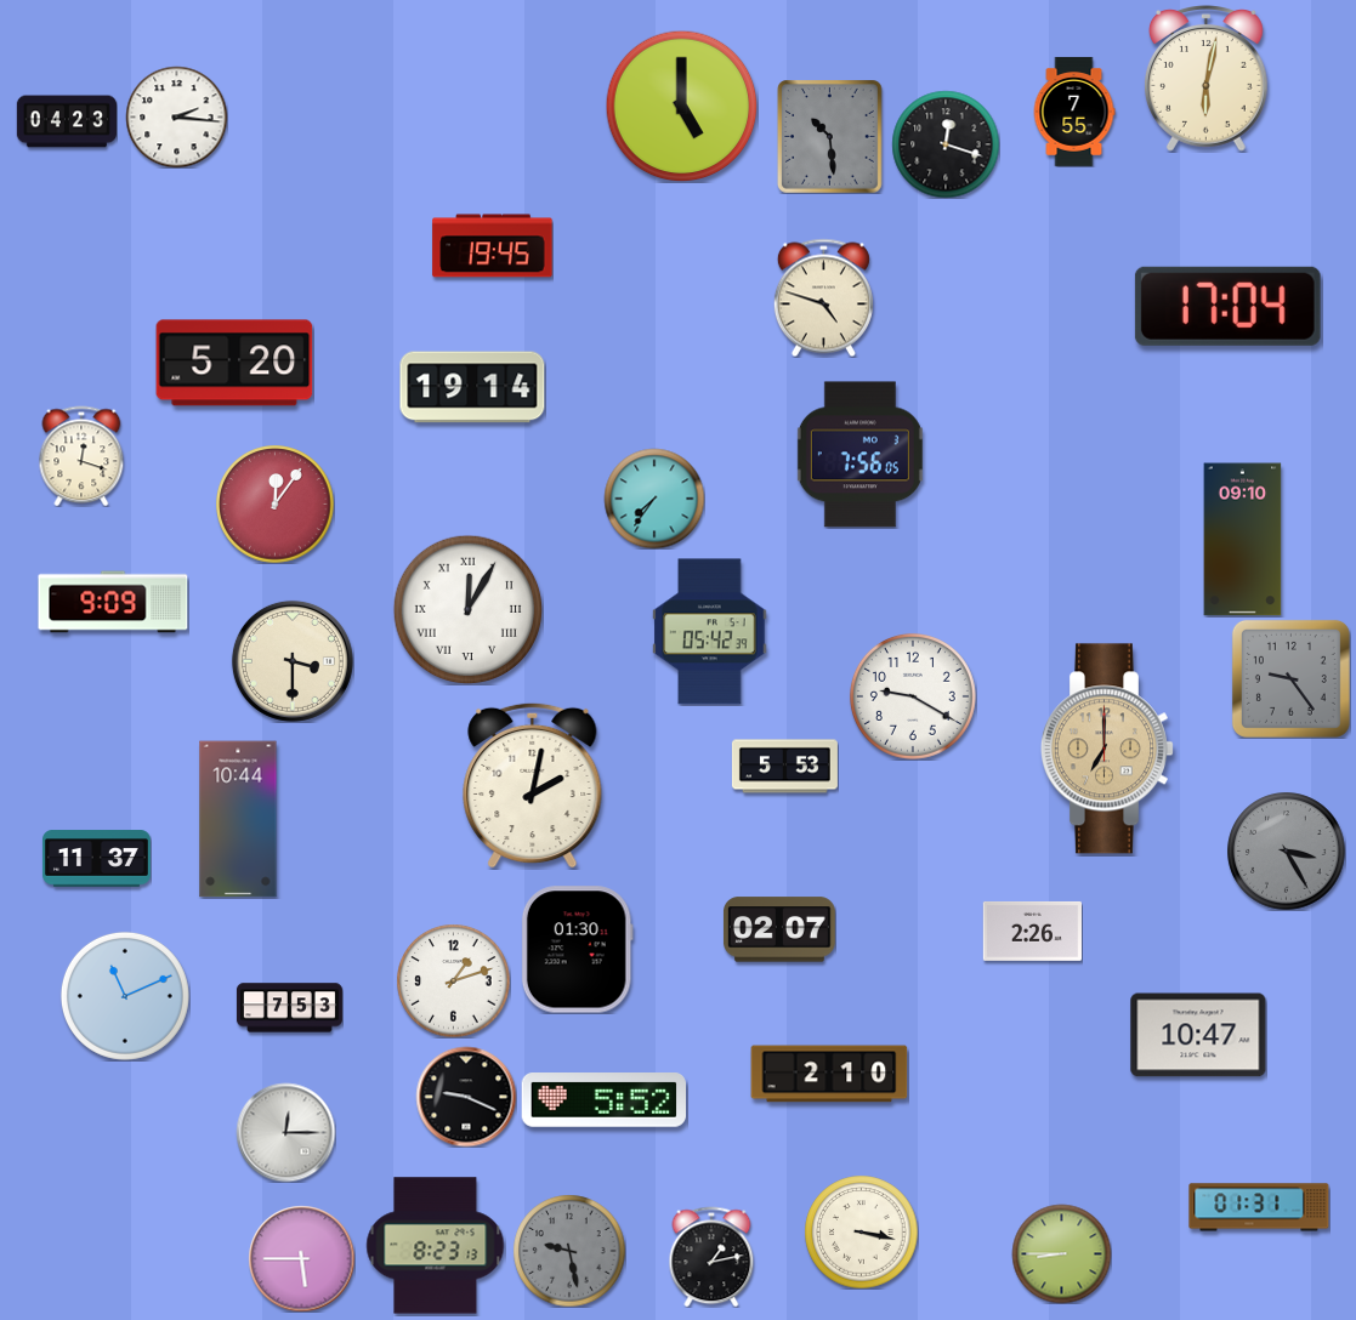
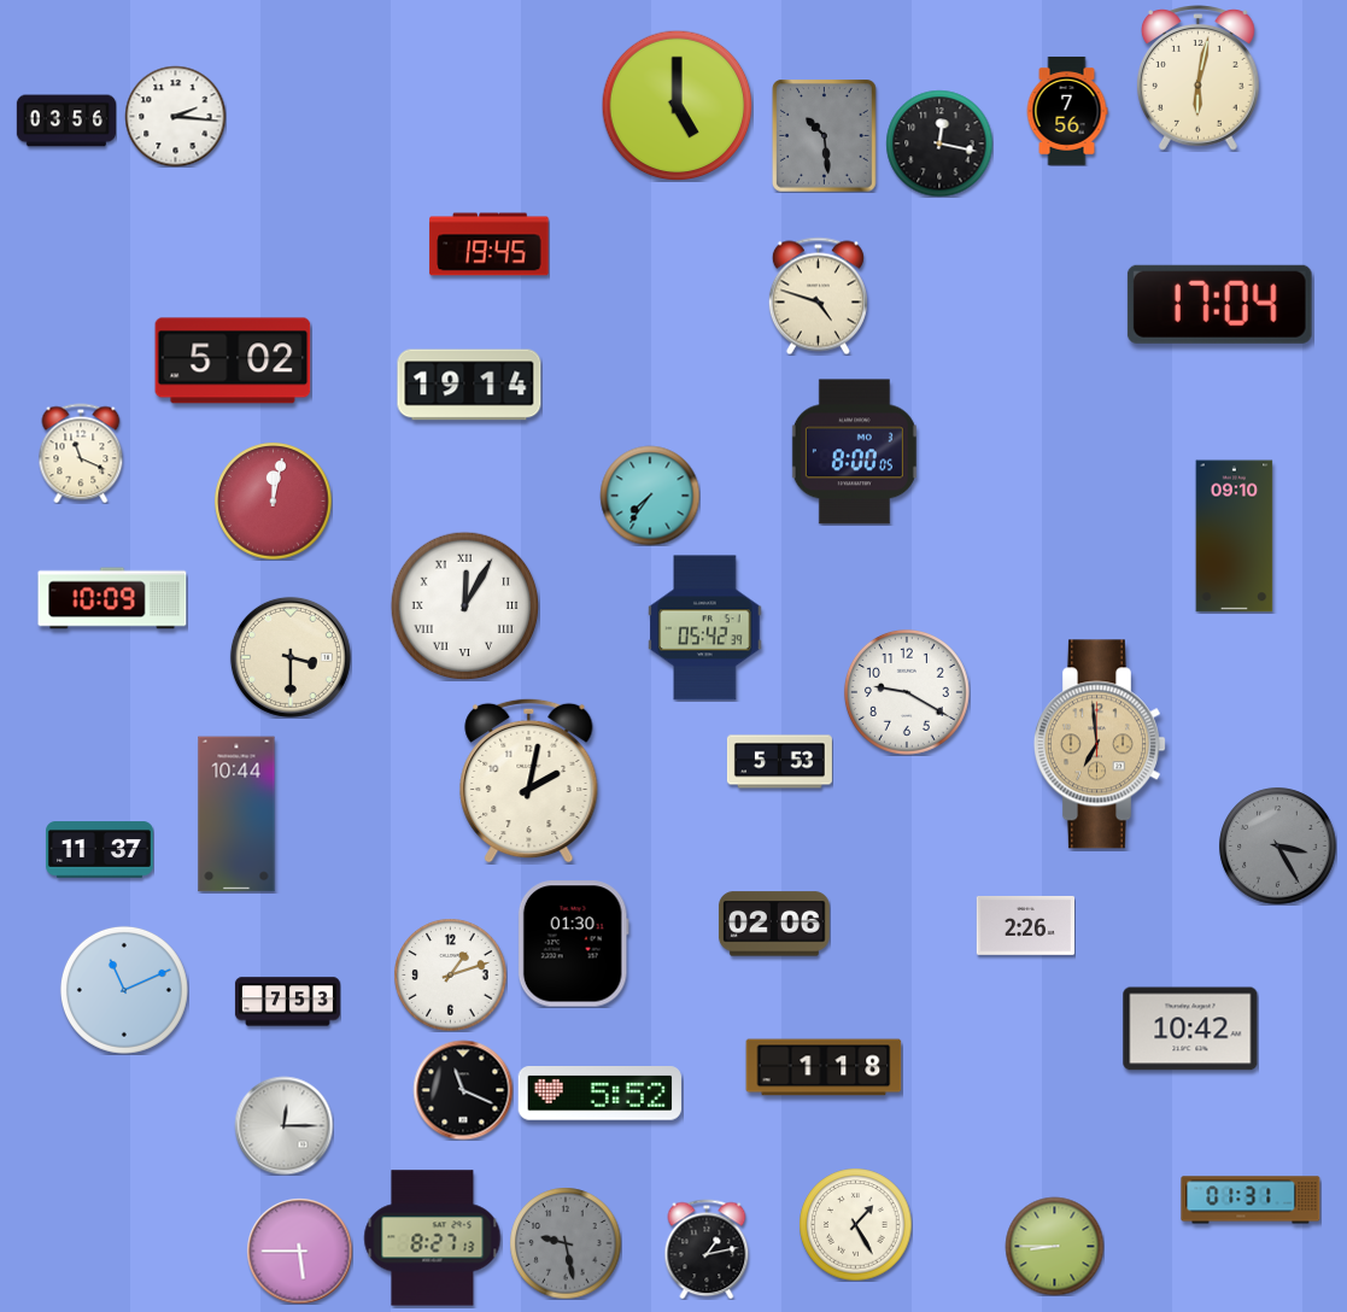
clock at (1074, 112): 7:55 -> 7:56
clock at (66, 121): 04:23 -> 03:56
clock at (946, 144): 12:18 -> 12:17
clock at (234, 363): 5:20 -> 5:02
clock at (859, 455): 7:56 -> 8:00
clock at (81, 456): 12:18 -> 11:19
clock at (276, 505): 12:06 -> 12:02
clock at (113, 602): 9:09 -> 10:09
clock at (1290, 678): 9:24 -> none
clock at (1107, 749): 7:00 -> 6:59
clock at (96, 859) position: (96, 859) -> (99, 850)
clock at (779, 929): 02:07 -> 02:06
clock at (1198, 1035): 10:47 -> 10:42
clock at (829, 1074): 2:10 -> 1:18
clock at (466, 1097): 9:19 -> 11:19
clock at (861, 1231): 3:17 -> 1:25
clock at (436, 1246): 8:23 -> 8:27
